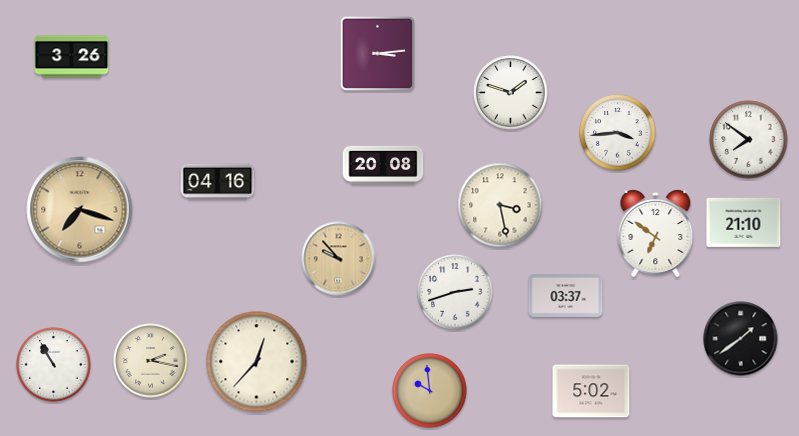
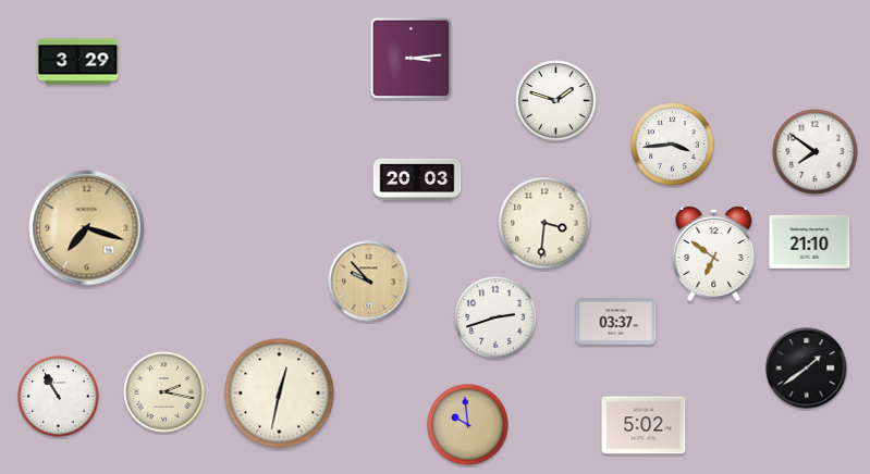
clock at (72, 57): 3:26 -> 3:29
clock at (383, 165): 20:08 -> 20:03
clock at (218, 182): 04:16 -> none
clock at (500, 205): 3:28 -> 3:31
clock at (257, 362): 12:37 -> 12:32
